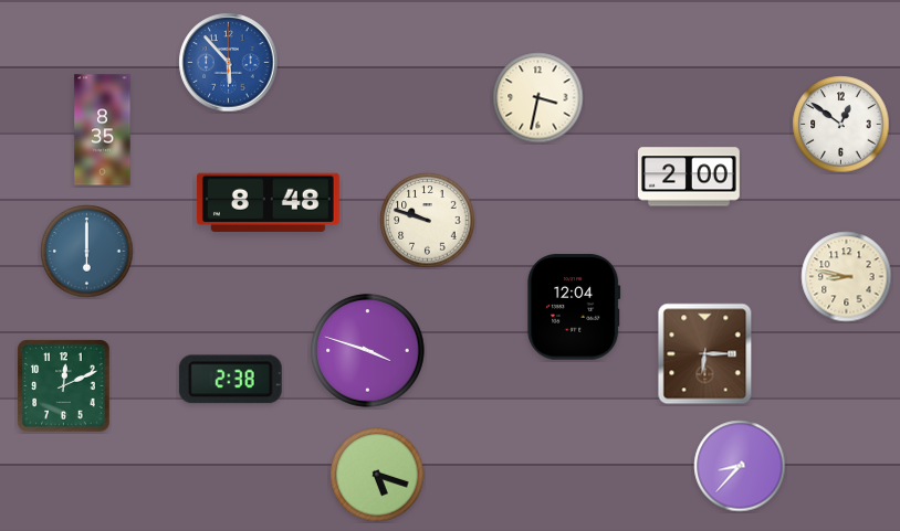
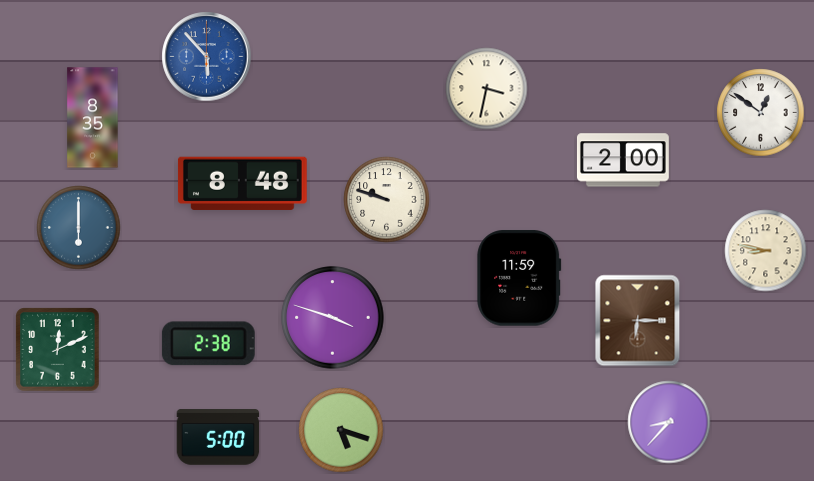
clock at (574, 307): 12:04 -> 11:59
clock at (218, 437): none -> 5:00
